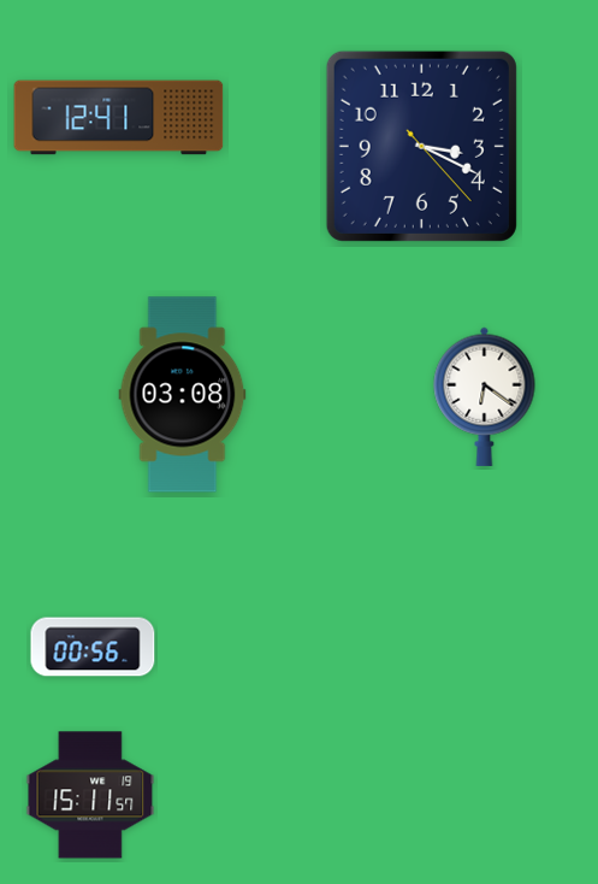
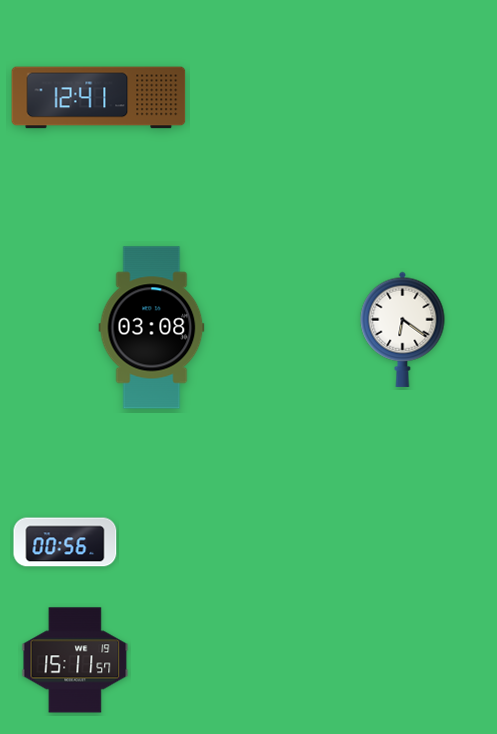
clock at (421, 146): 3:19 -> none
clock at (93, 647) position: (93, 647) -> (65, 542)
